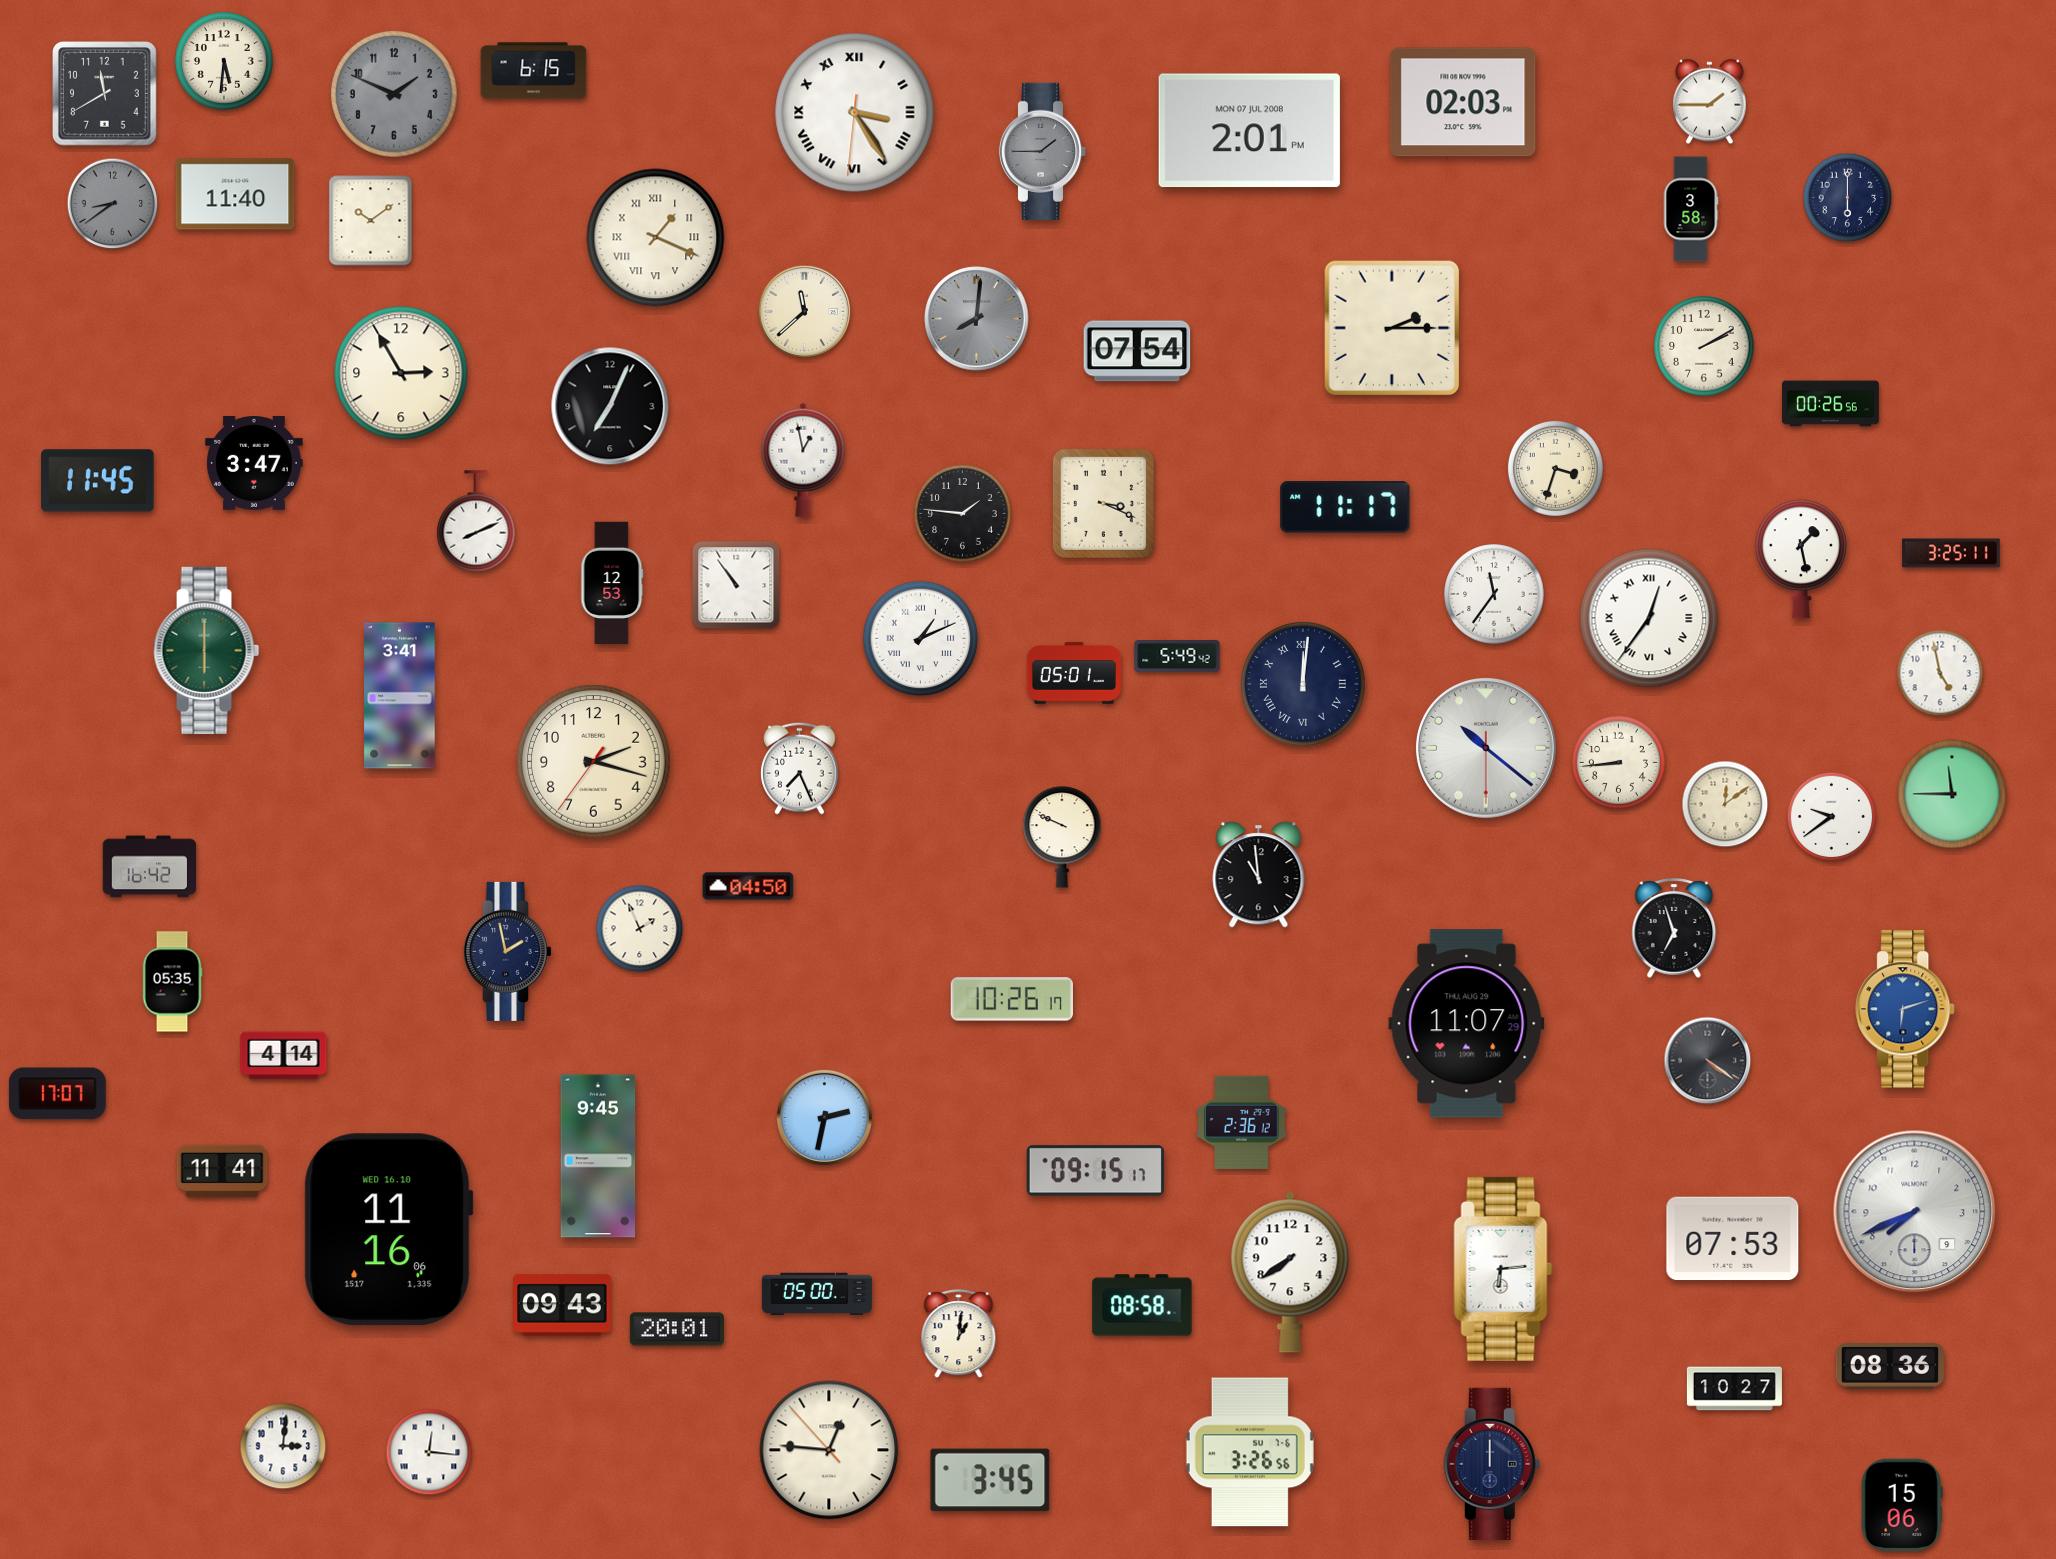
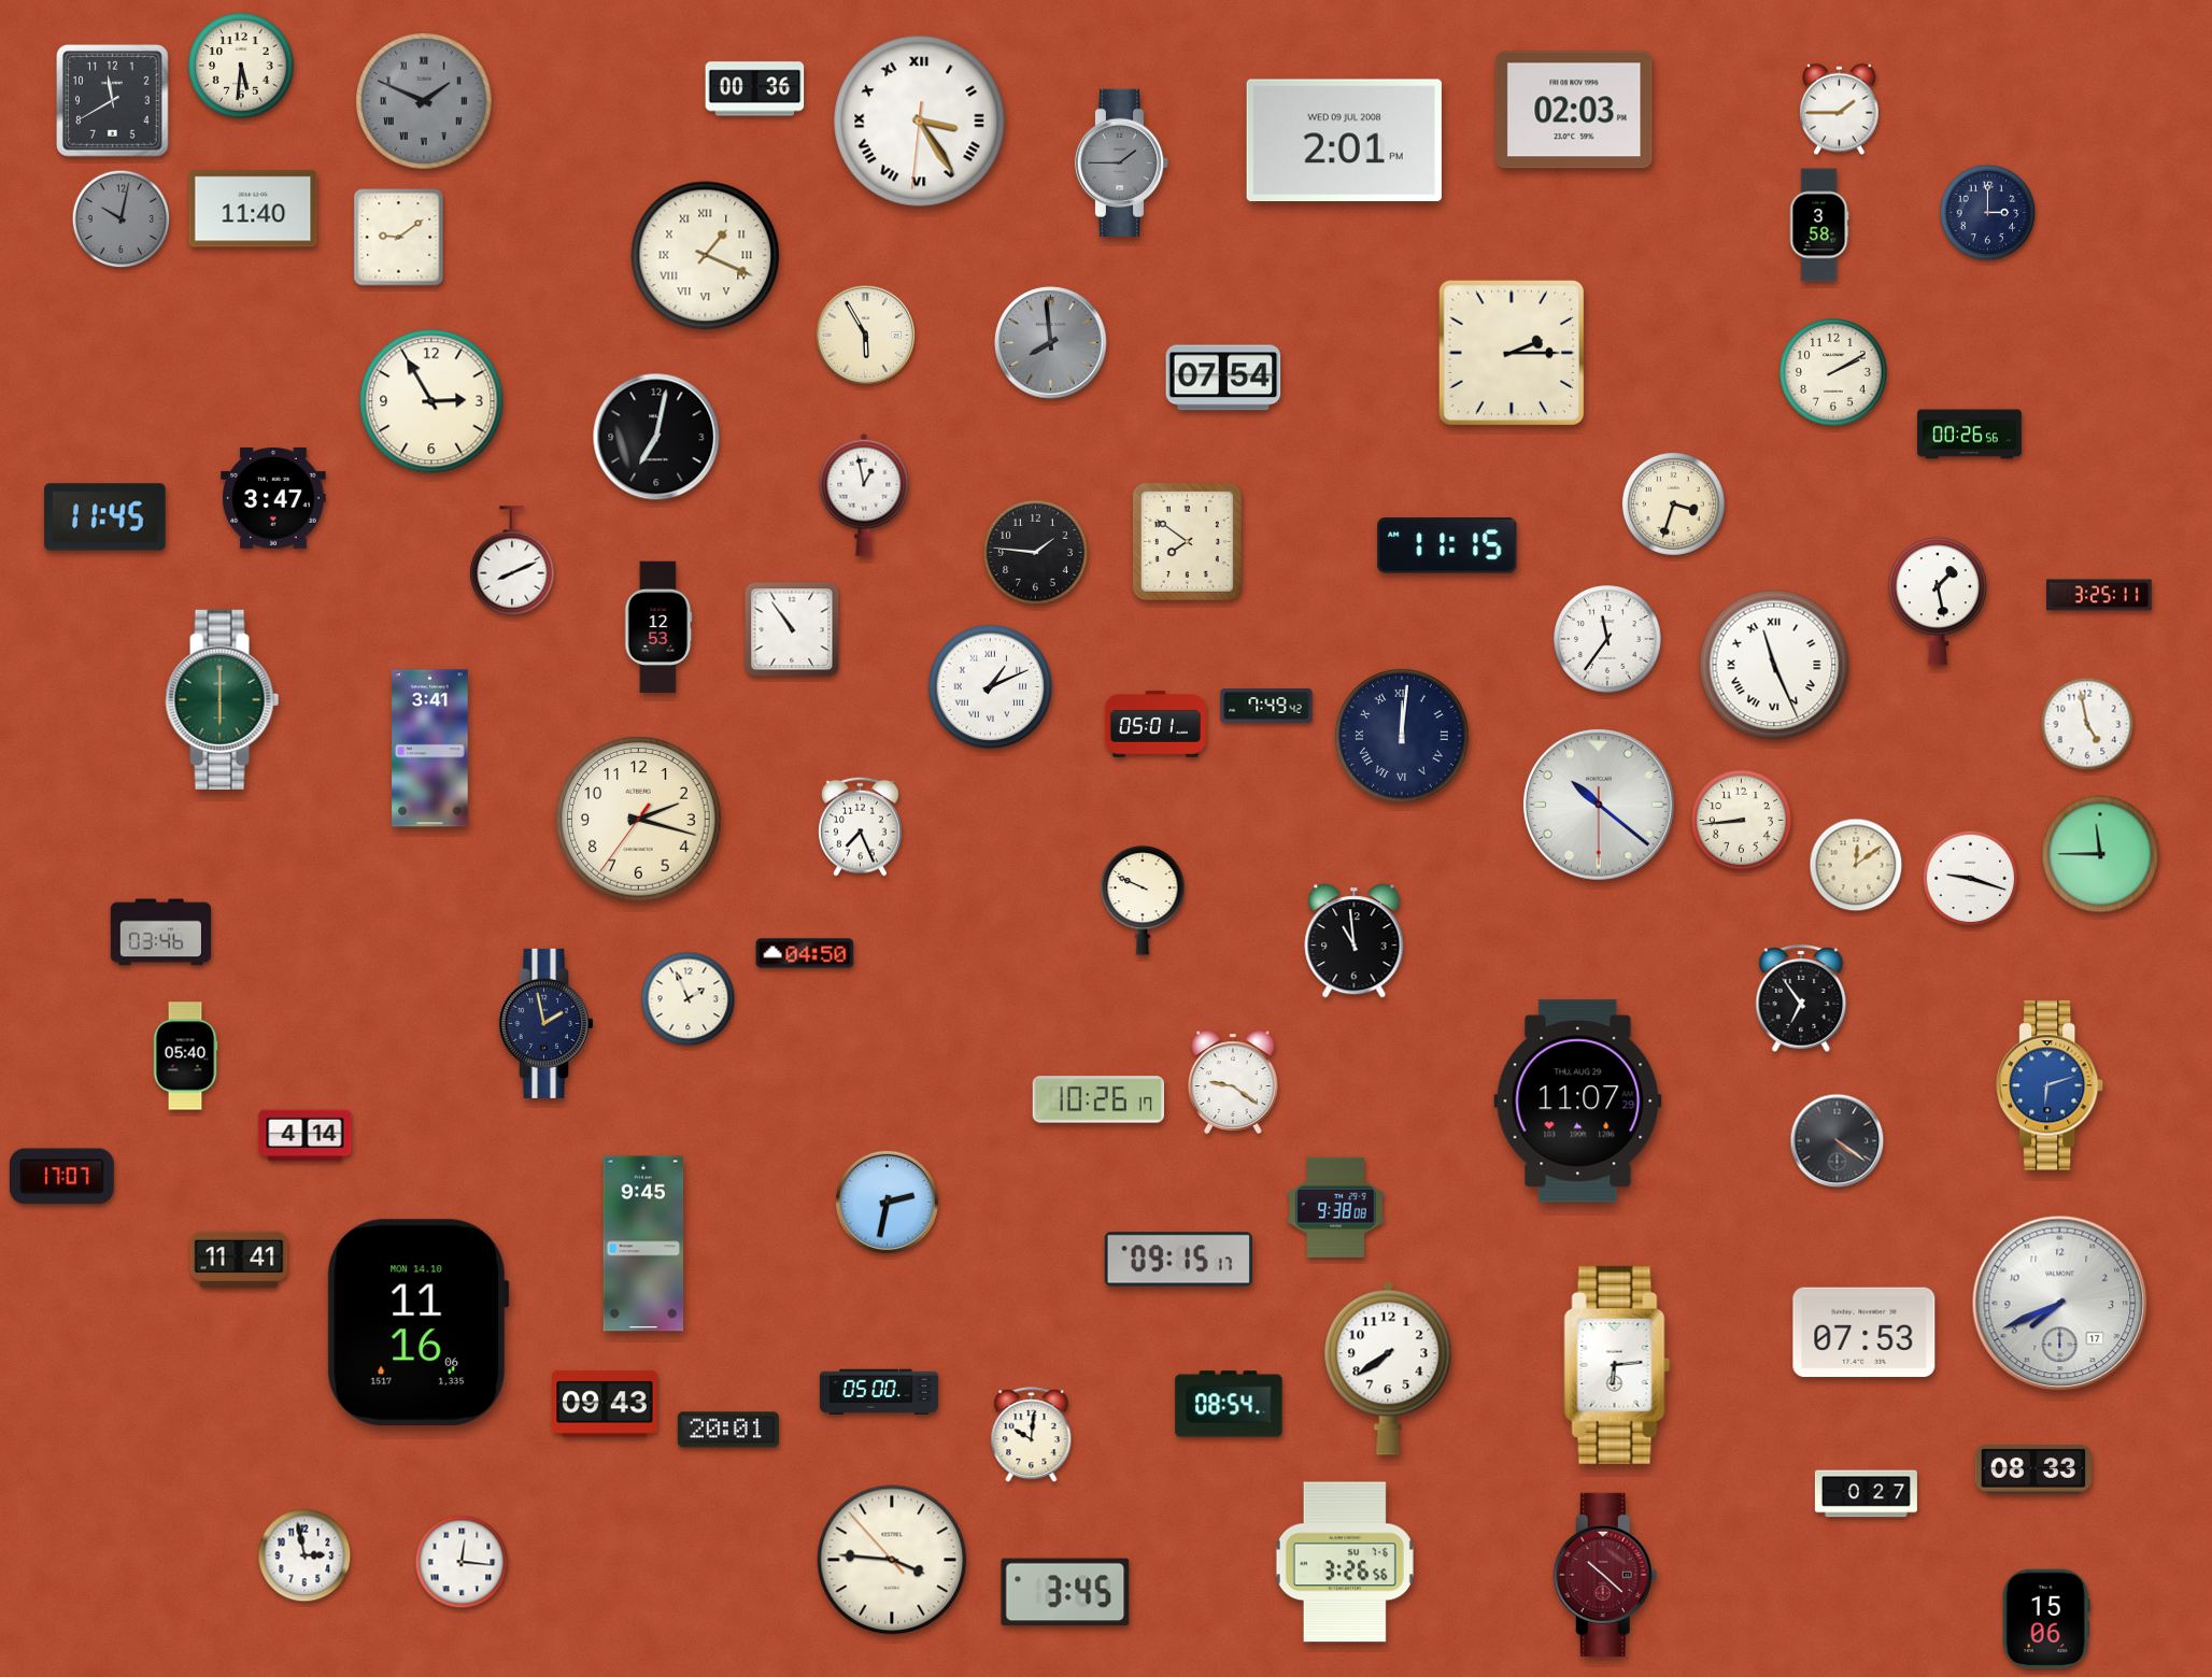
clock at (534, 71): 6:15 -> none
clock at (755, 89): none -> 00:36
clock at (394, 94) numerals: Arabic -> Roman
clock at (1249, 131) date: MON 07 JUL 2008 -> WED 09 JUL 2008
clock at (1848, 198): 6:00 -> 3:00
clock at (113, 204): 8:39 -> 10:02
clock at (371, 221): 10:09 -> 9:09
clock at (805, 312): 11:38 -> 5:55
clock at (977, 319): 8:01 -> 7:59
clock at (1392, 328) position: (1392, 328) -> (1512, 353)
clock at (610, 406): 7:04 -> 7:02
clock at (1103, 503): 3:19 -> 7:51
clock at (1345, 507): 11:17 -> 11:15
clock at (1649, 618): 12:36 -> 11:26
clock at (1177, 657): 5:49 -> 7:49
clock at (1832, 817): 9:39 -> 9:18
clock at (150, 867): 16:42 -> 03:46
clock at (1674, 928): 6:57 -> 6:54
clock at (172, 982): 05:35 -> 05:40
clock at (1012, 999) position: (1012, 999) -> (1098, 1099)
clock at (1233, 1082): none -> 9:21
clock at (1242, 1122): 2:36 -> 9:38
clock at (1915, 1212) date: 9 -> 17
clock at (388, 1230) date: WED 16.10 -> MON 14.10
clock at (1142, 1305): 08:58 -> 08:54
clock at (959, 1334): 1:01 -> 10:01
clock at (1890, 1367): 08:36 -> 08:33
clock at (1734, 1389): 10:27 -> 0:27
clock at (283, 1446): 3:01 -> 2:58
clock at (829, 1450): 12:45 -> 3:45
clock at (1492, 1464): 12:00 -> 10:22
clock at (1492, 1464) dial: navy -> burgundy
